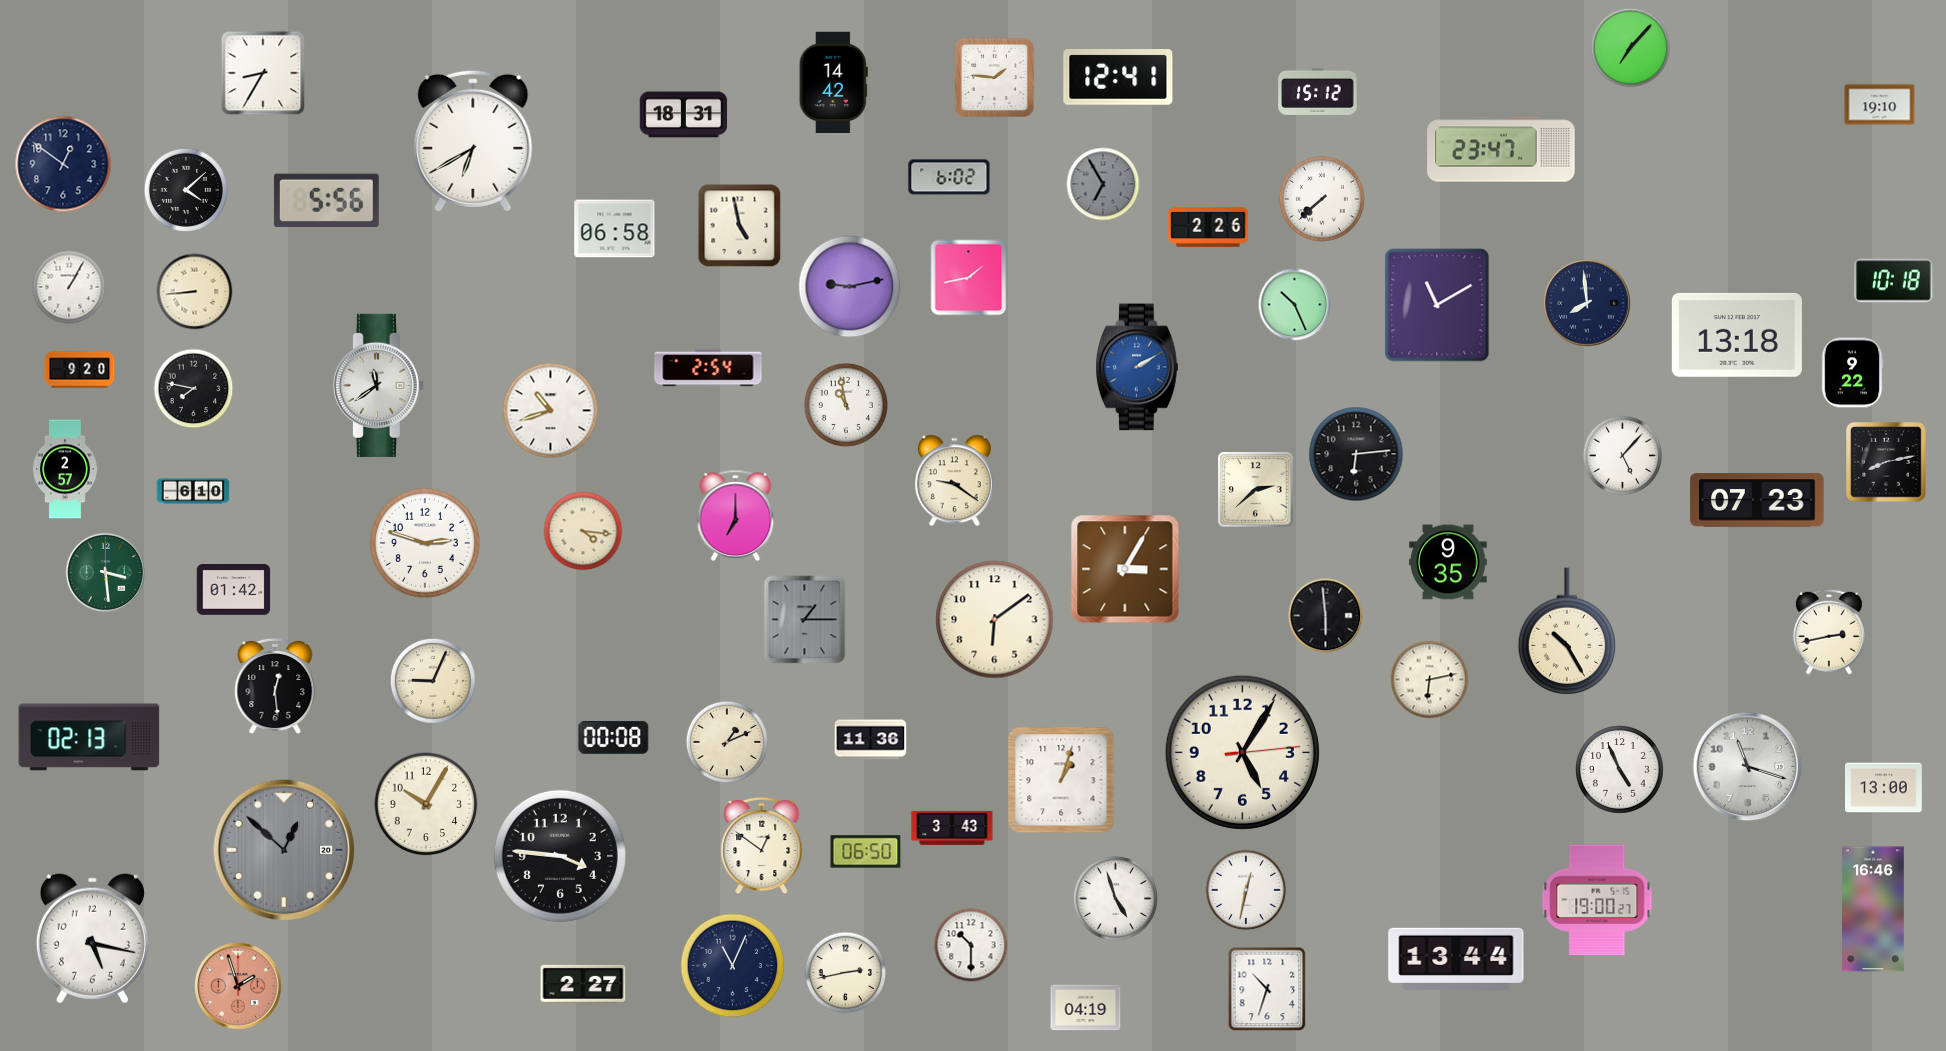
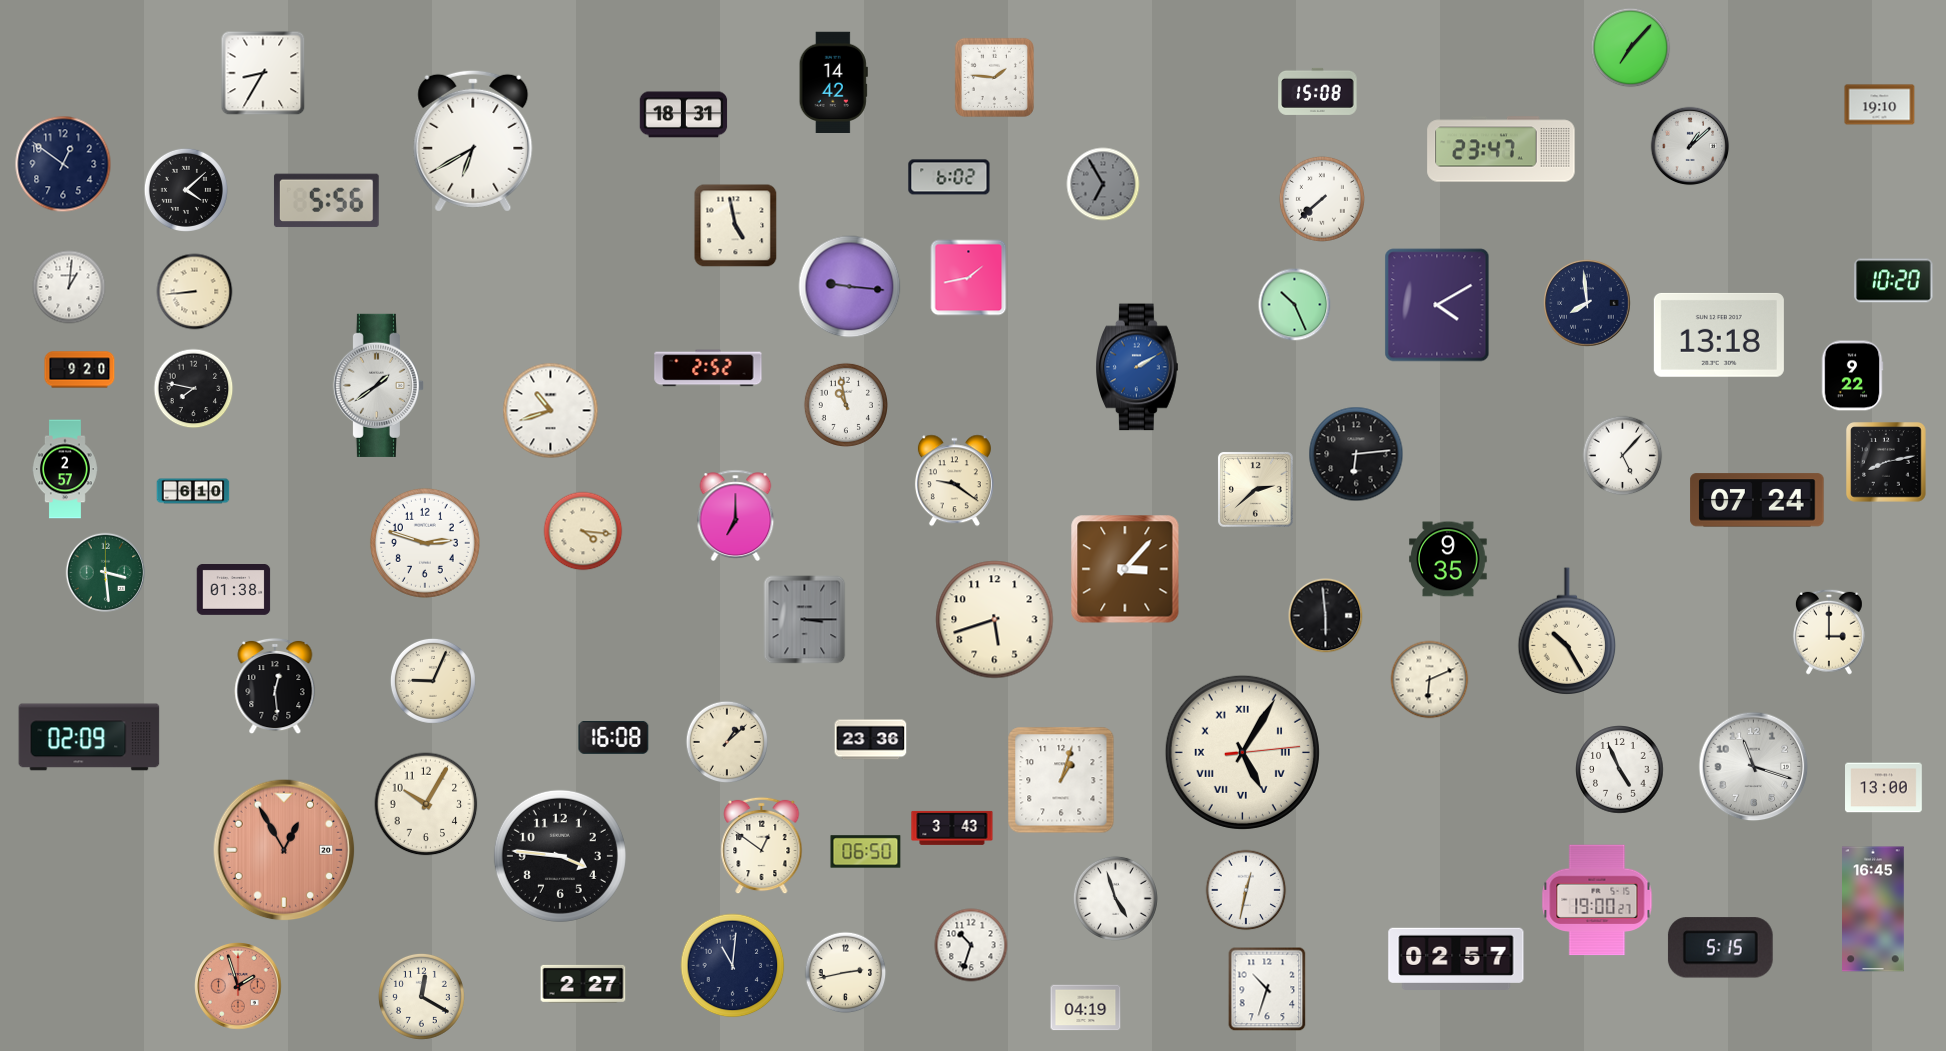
clock at (1118, 78): 12:41 -> none
clock at (1318, 91): 15:12 -> 15:08
clock at (1690, 146): none -> 1:08
clock at (740, 226) position: (740, 226) -> (736, 226)
clock at (1208, 227): 2:26 -> none
clock at (615, 229): 06:58 -> none
clock at (1894, 281): 10:18 -> 10:20
clock at (69, 287): 1:05 -> 1:01
clock at (850, 287): 9:13 -> 9:16
clock at (1437, 305): 11:10 -> 4:10
clock at (1737, 335) position: (1737, 335) -> (1719, 335)
clock at (708, 368): 2:54 -> 2:52
clock at (1852, 373) position: (1852, 373) -> (1852, 376)
clock at (378, 385): 11:39 -> 1:39
clock at (1757, 500): 07:23 -> 07:24
clock at (1448, 562) position: (1448, 562) -> (1448, 559)
clock at (1125, 569): 3:05 -> 3:07
clock at (234, 590): 01:42 -> 01:38
clock at (805, 620): 1:15 -> 3:15
clock at (995, 620): 6:09 -> 5:42
clock at (1829, 632): 2:43 -> 3:00
clock at (1430, 680): 6:13 -> 6:11
clock at (89, 737): 02:13 -> 02:09
clock at (614, 737): 00:08 -> 16:08
clock at (871, 740): 11:36 -> 23:36
clock at (727, 742): 1:11 -> 1:08
clock at (1242, 752) numerals: Arabic -> Roman
clock at (1748, 767) position: (1748, 767) -> (1754, 767)
clock at (284, 850): 12:52 -> 12:55
clock at (284, 850) dial: grey -> salmon
clock at (1874, 909): 16:46 -> 16:45
clock at (92, 939): 5:17 -> none
clock at (971, 945): 10:30 -> 10:33
clock at (1720, 948): none -> 5:15
clock at (1456, 959): 13:44 -> 02:57
clock at (733, 966): 11:04 -> 11:01
clock at (421, 996): none -> 12:20
